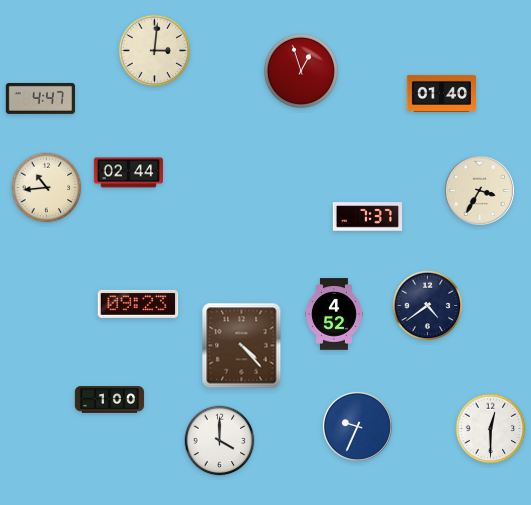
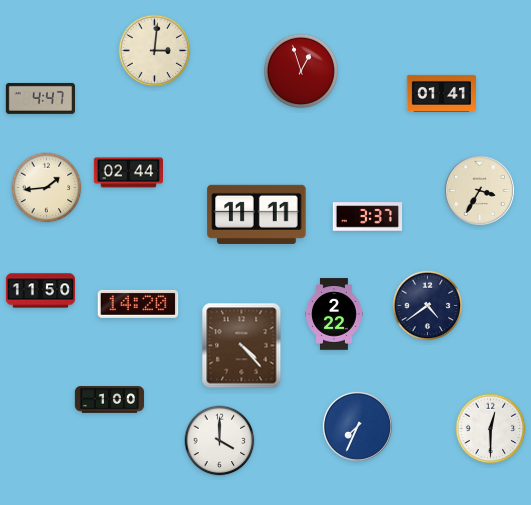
clock at (442, 93): 01:40 -> 01:41
clock at (47, 188): 10:44 -> 1:44
clock at (257, 214): none -> 11:11
clock at (367, 217): 7:37 -> 3:37
clock at (41, 291): none -> 11:50
clock at (138, 304): 09:23 -> 14:20
clock at (334, 314): 4:52 -> 2:22
clock at (357, 426): 9:34 -> 7:34
